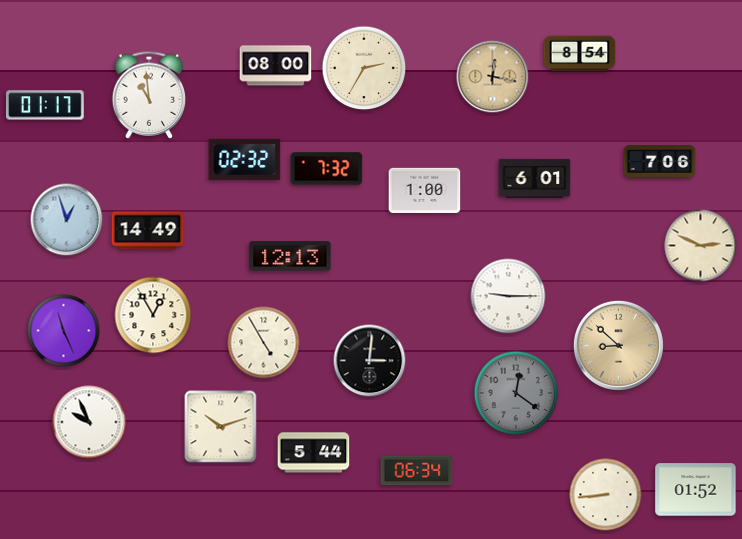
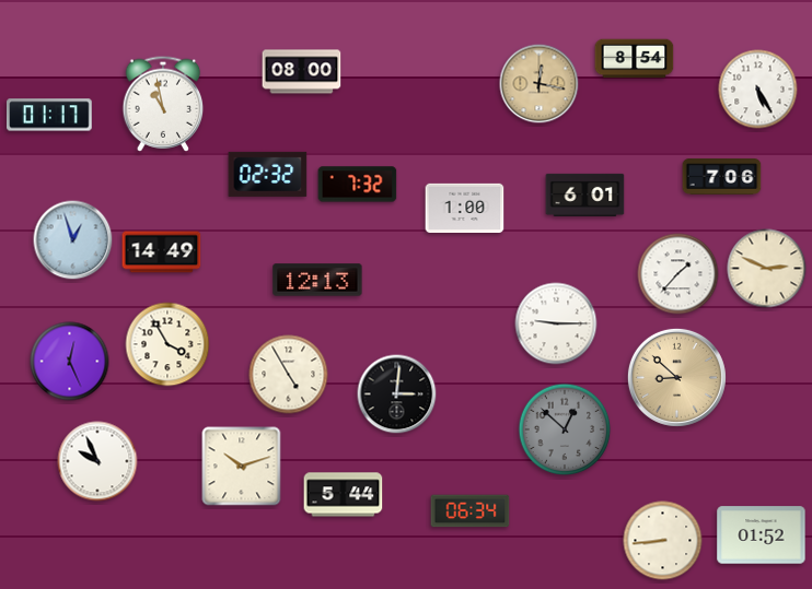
clock at (364, 68): 2:35 -> none
clock at (758, 90): none -> 5:25
clock at (149, 95): 10:59 -> 10:58
clock at (678, 274): none -> 1:37
clock at (153, 315): 12:55 -> 3:55
clock at (64, 331): 11:26 -> 12:26
clock at (370, 361) position: (370, 361) -> (397, 394)
clock at (516, 393): 12:21 -> 12:52
clock at (417, 471) position: (417, 471) -> (471, 511)
